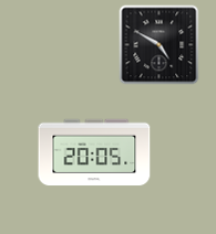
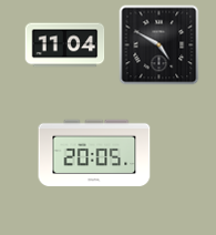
clock at (65, 45): none -> 11:04
